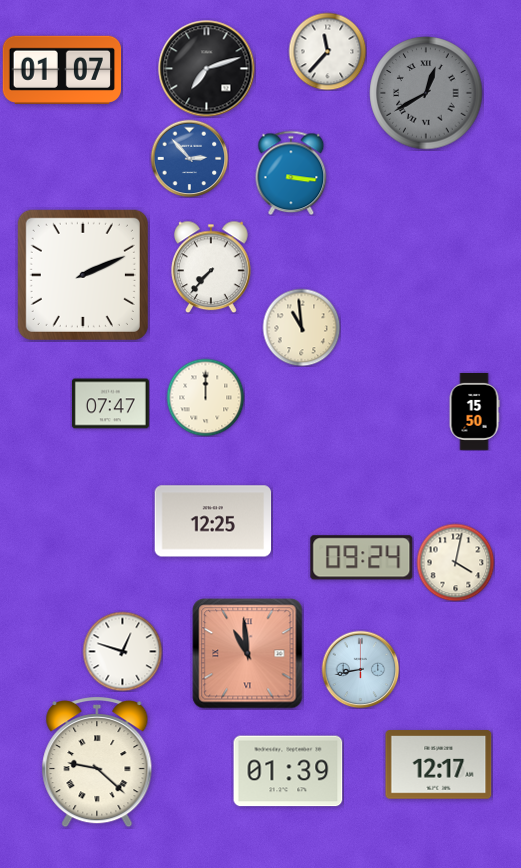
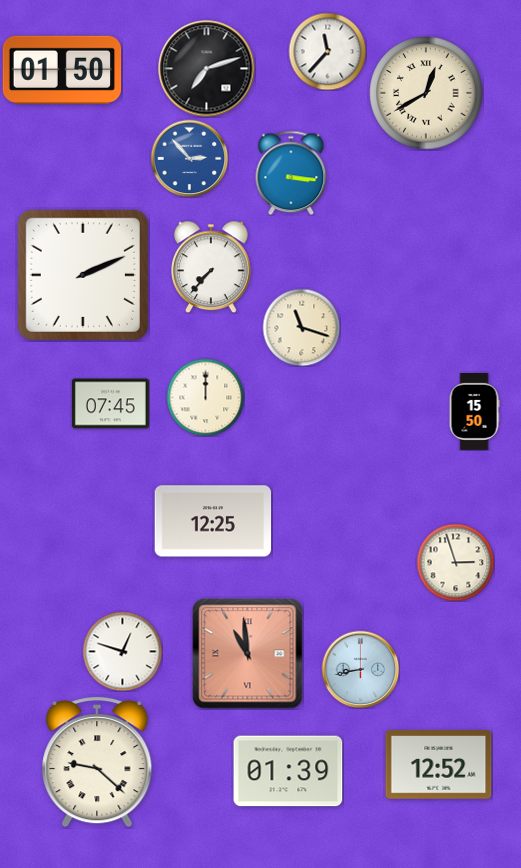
clock at (62, 69): 01:07 -> 01:50
clock at (426, 93) dial: grey -> cream
clock at (301, 327): 10:59 -> 11:18
clock at (110, 404): 07:47 -> 07:45
clock at (362, 558): 09:24 -> none
clock at (455, 562): 4:02 -> 2:57
clock at (439, 765): 12:17 -> 12:52
